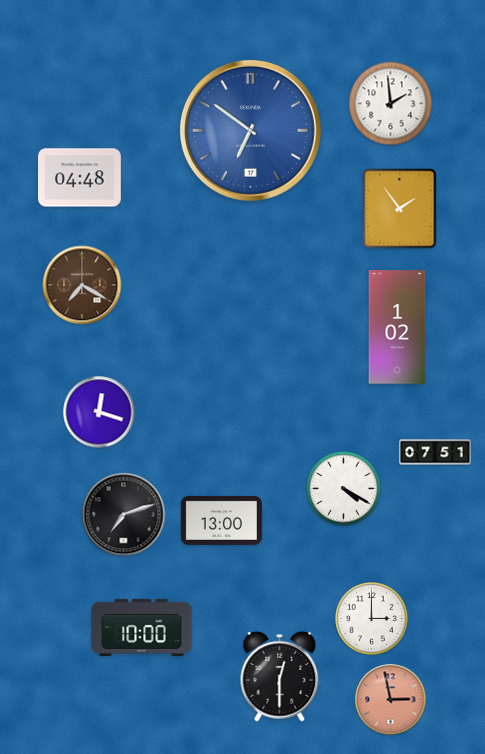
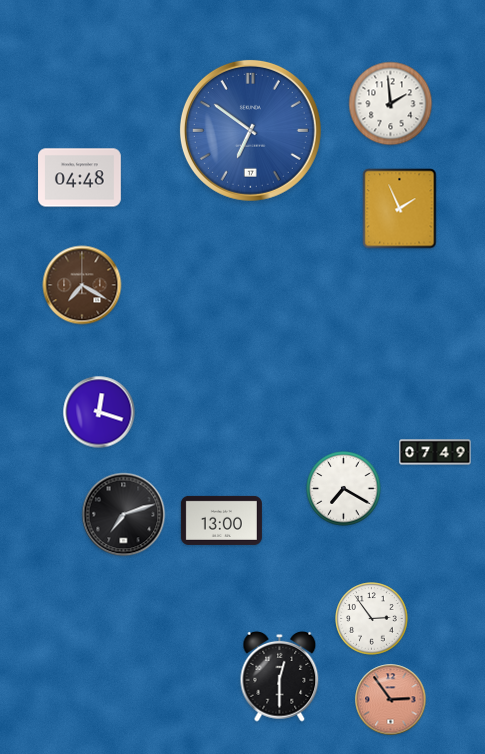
clock at (400, 209): 1:54 -> 1:56
clock at (397, 327): 1:02 -> none
clock at (435, 452): 07:51 -> 07:49
clock at (344, 489): 4:20 -> 7:20
clock at (372, 619): 3:00 -> 2:54
clock at (142, 627): 10:00 -> none
clock at (391, 700): 2:58 -> 2:54
